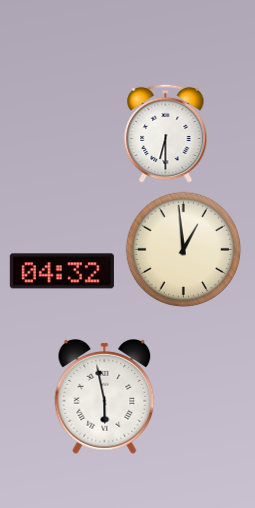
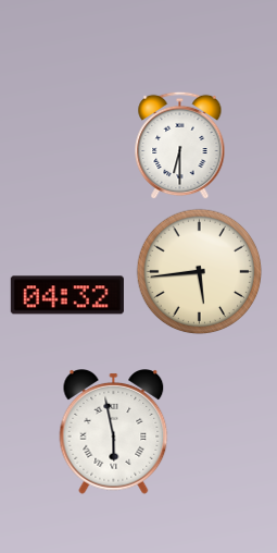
clock at (184, 250): 12:59 -> 5:44
